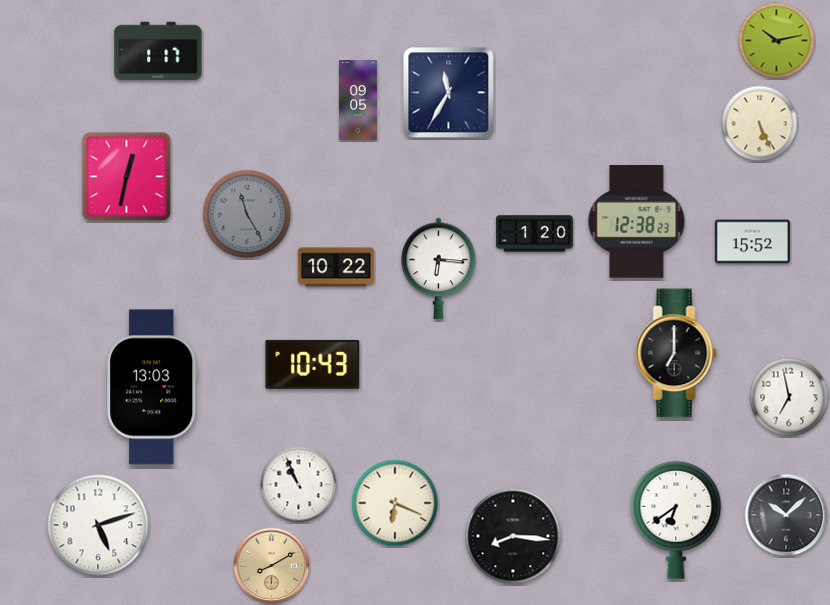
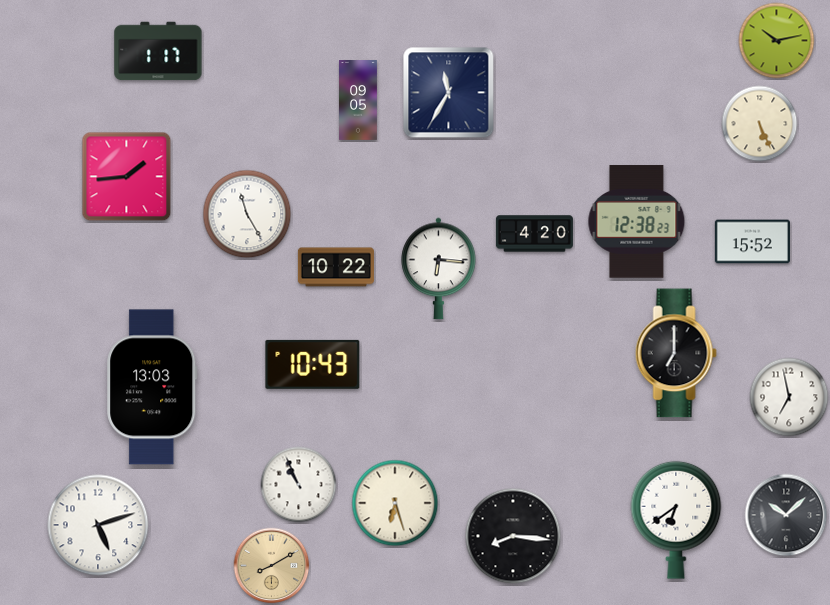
clock at (127, 177): 12:32 -> 1:44
clock at (247, 214) dial: grey -> white
clock at (534, 234): 1:20 -> 4:20
clock at (395, 503): 6:19 -> 6:27
